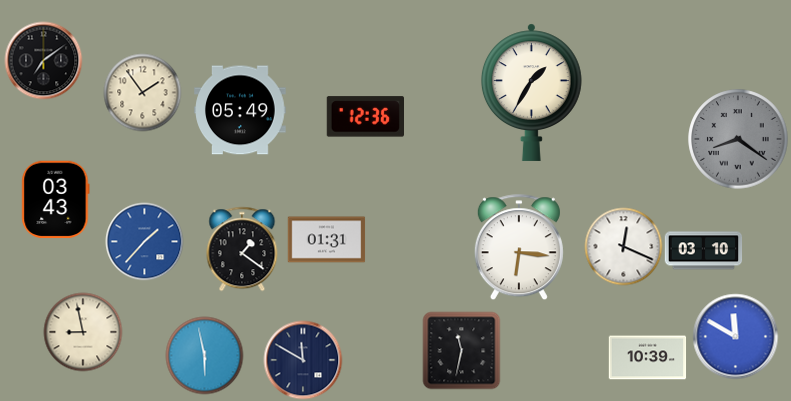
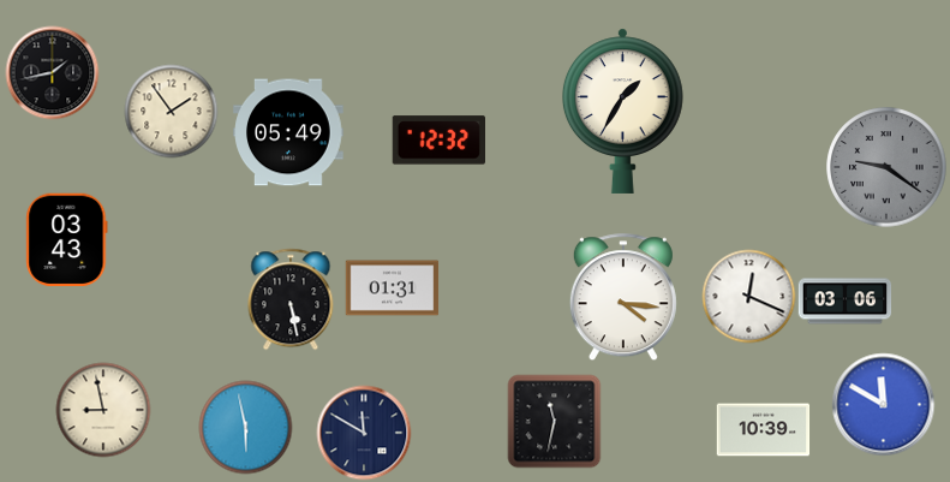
clock at (43, 60): 7:09 -> 1:43
clock at (531, 92) position: (531, 92) -> (622, 111)
clock at (365, 117): 12:36 -> 12:32
clock at (738, 139): 8:21 -> 9:21
clock at (144, 241): 1:37 -> none
clock at (519, 247): 6:16 -> 4:16
clock at (242, 249): 1:21 -> 5:28
clock at (703, 251): 03:10 -> 03:06
clock at (83, 332) position: (83, 332) -> (103, 410)
clock at (647, 358) position: (647, 358) -> (763, 430)
